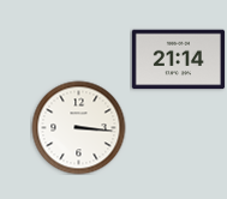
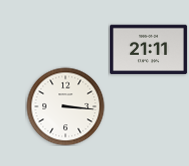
clock at (178, 60): 21:14 -> 21:11
